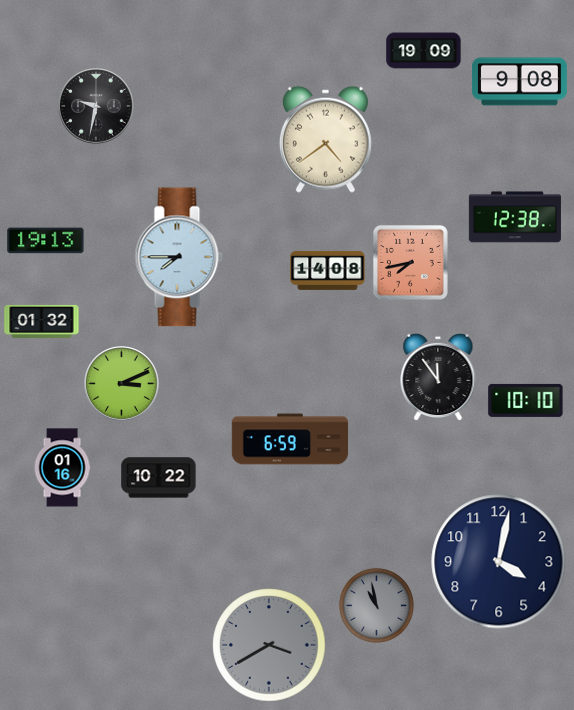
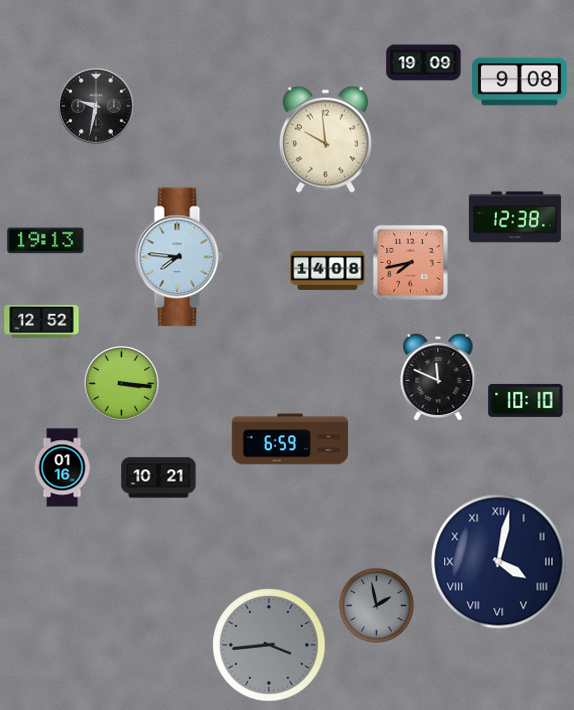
clock at (424, 51) position: (424, 51) -> (424, 63)
clock at (325, 139): 4:39 -> 9:59
clock at (179, 257): 7:45 -> 7:46
clock at (42, 321): 01:32 -> 12:52
clock at (438, 377): 11:54 -> 11:49
clock at (122, 384): 3:11 -> 3:16
clock at (159, 478): 10:22 -> 10:21
clock at (499, 562) numerals: Arabic -> Roman
clock at (376, 605): 10:58 -> 1:58
clock at (269, 645): 3:40 -> 3:44
